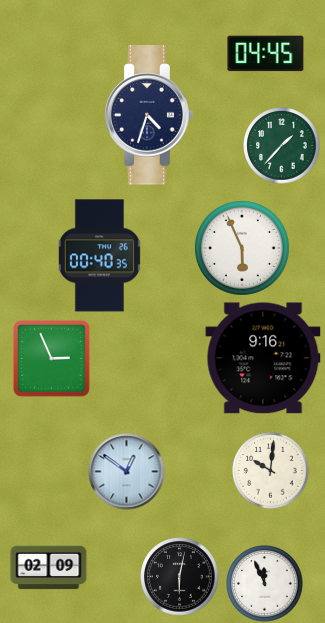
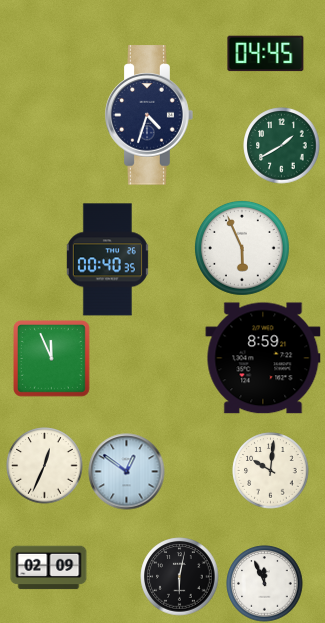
clock at (282, 146): 1:37 -> 1:40
clock at (99, 256) position: (99, 256) -> (107, 260)
clock at (263, 358): 9:16 -> 8:59
clock at (52, 359): 2:56 -> 11:56
clock at (45, 466): none -> 12:34
